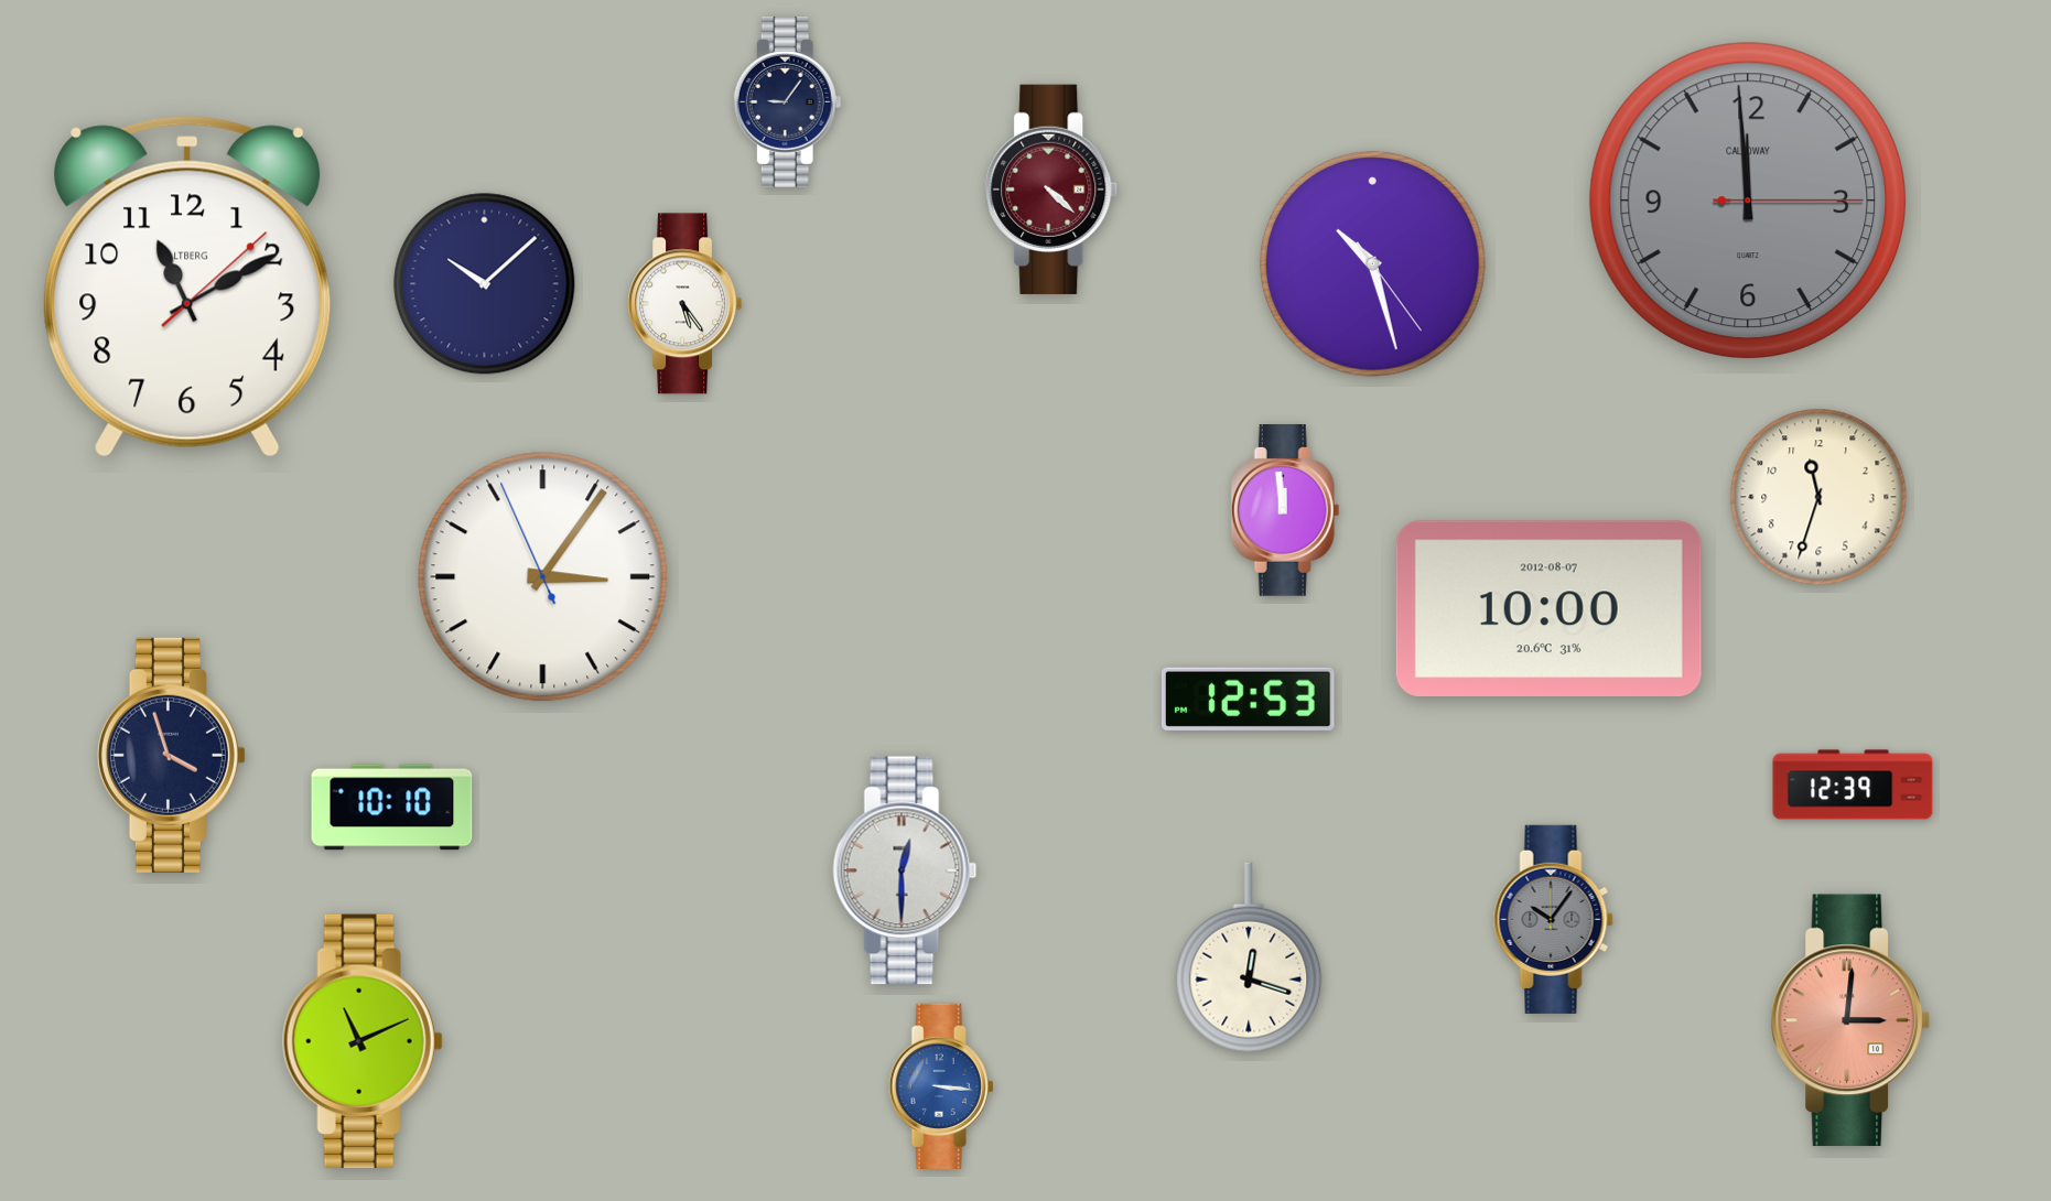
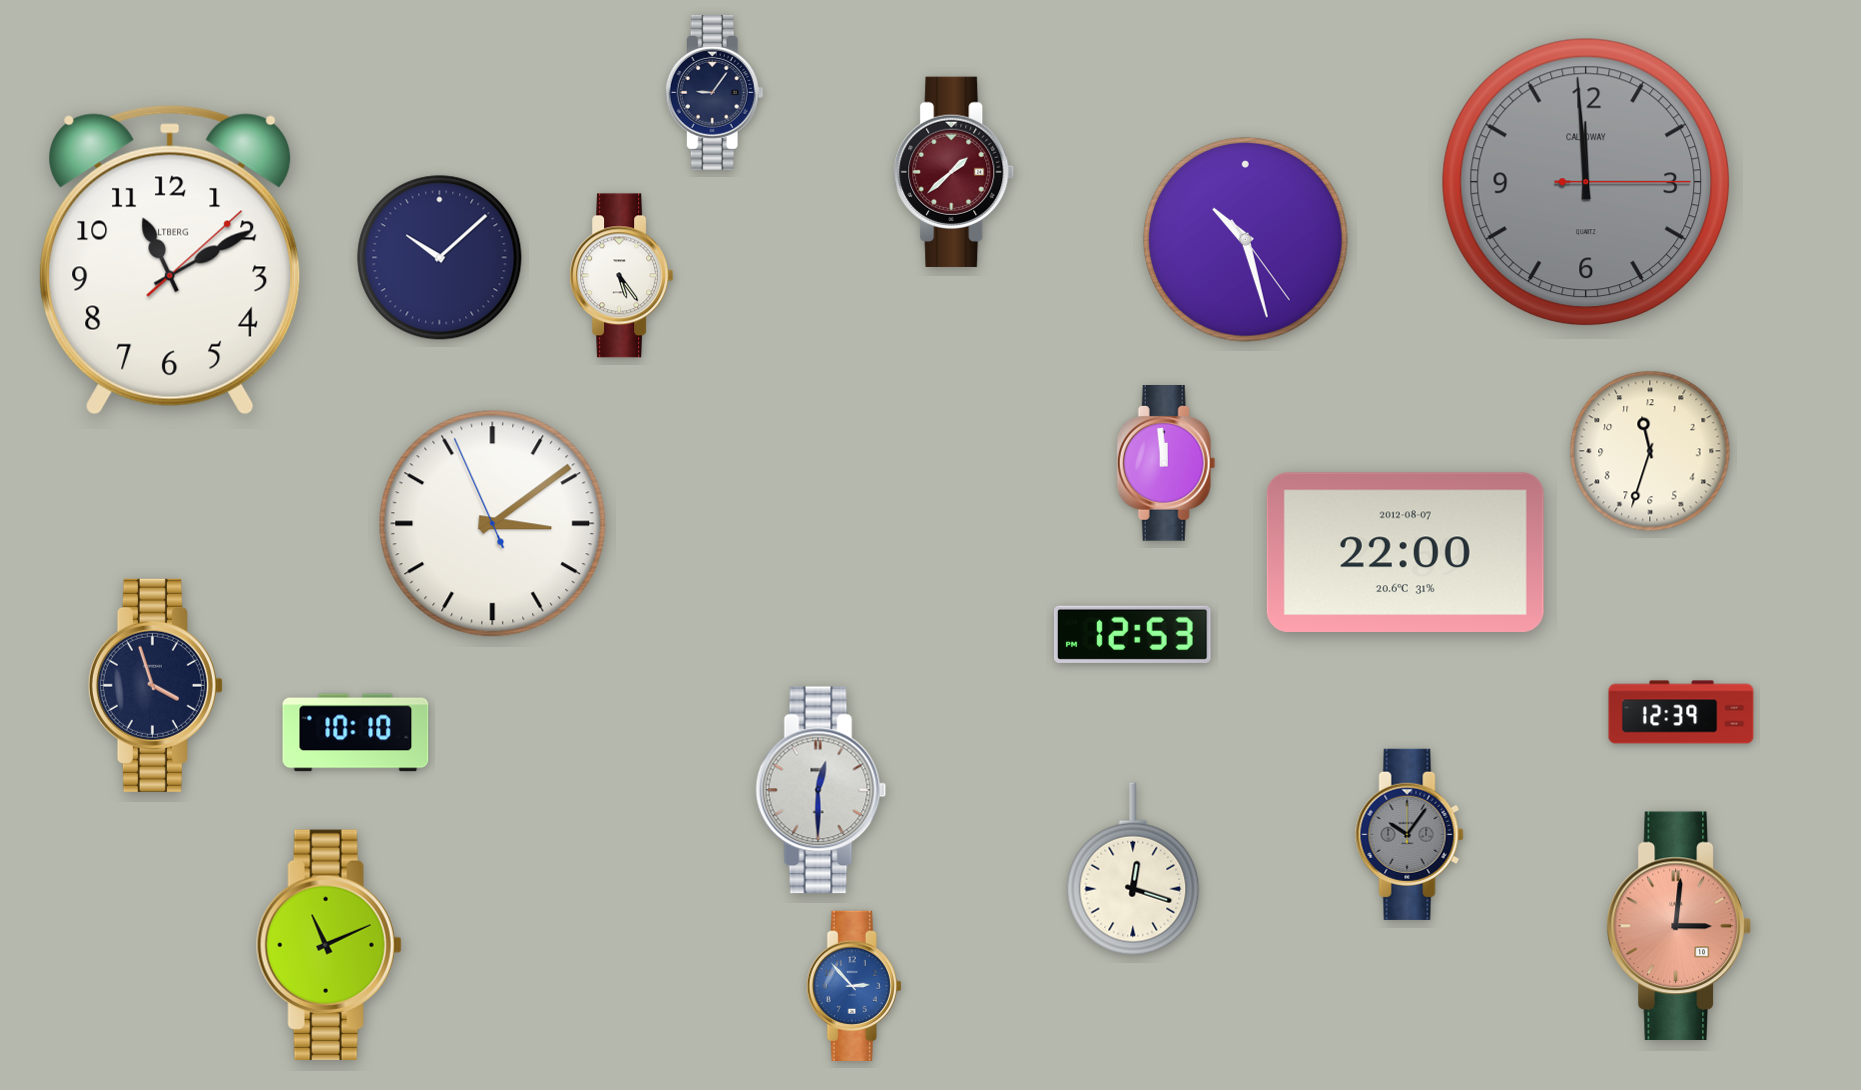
clock at (1051, 190): 4:22 -> 1:38
clock at (543, 577): 3:05 -> 3:08
clock at (1548, 608): 10:00 -> 22:00
clock at (941, 1086): 3:16 -> 2:53
